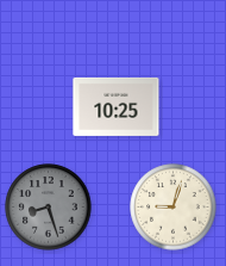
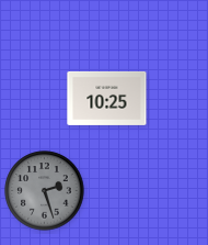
clock at (49, 208): 8:27 -> 2:27
clock at (174, 208): 9:03 -> none
